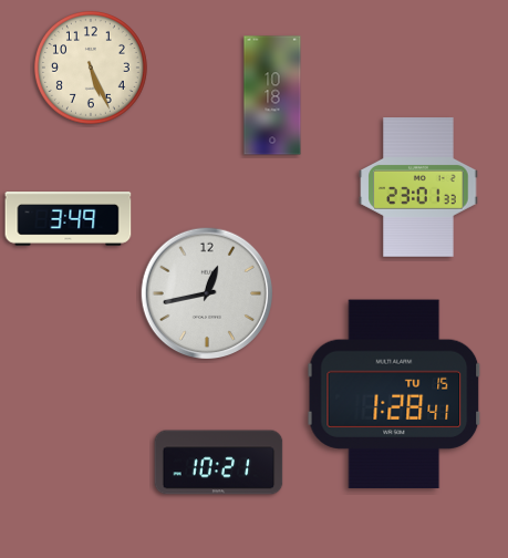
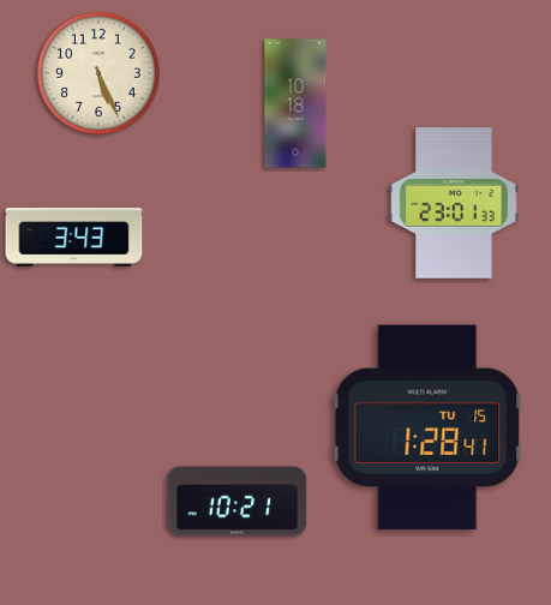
clock at (69, 219): 3:49 -> 3:43
clock at (207, 293): 12:43 -> none
